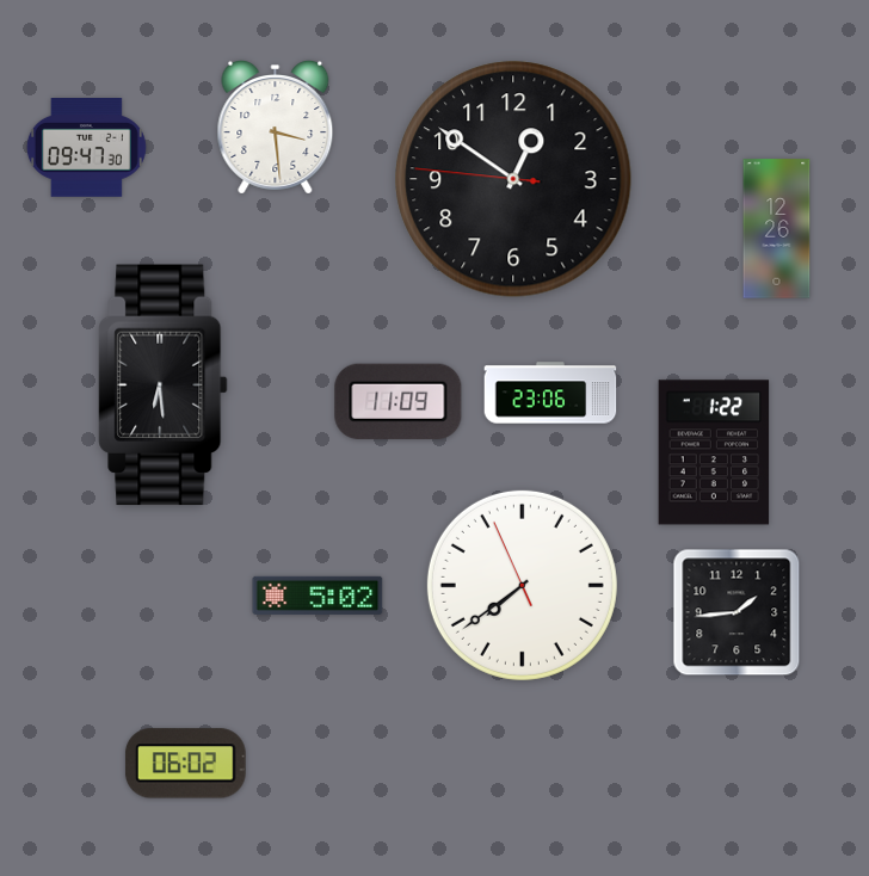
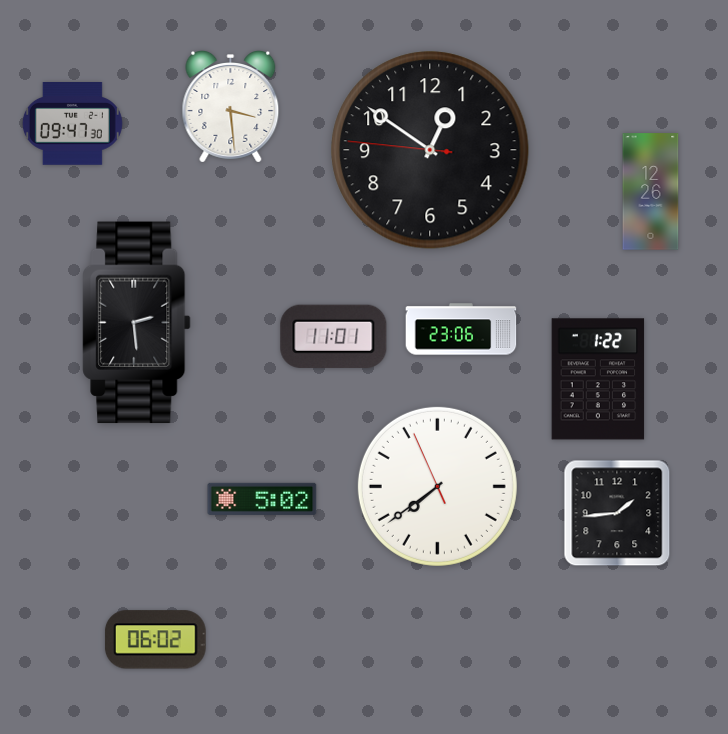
clock at (164, 385): 6:29 -> 2:29
clock at (399, 401): 11:09 -> 11:01
clock at (522, 585) position: (522, 585) -> (437, 486)
clock at (318, 596) position: (318, 596) -> (262, 499)
